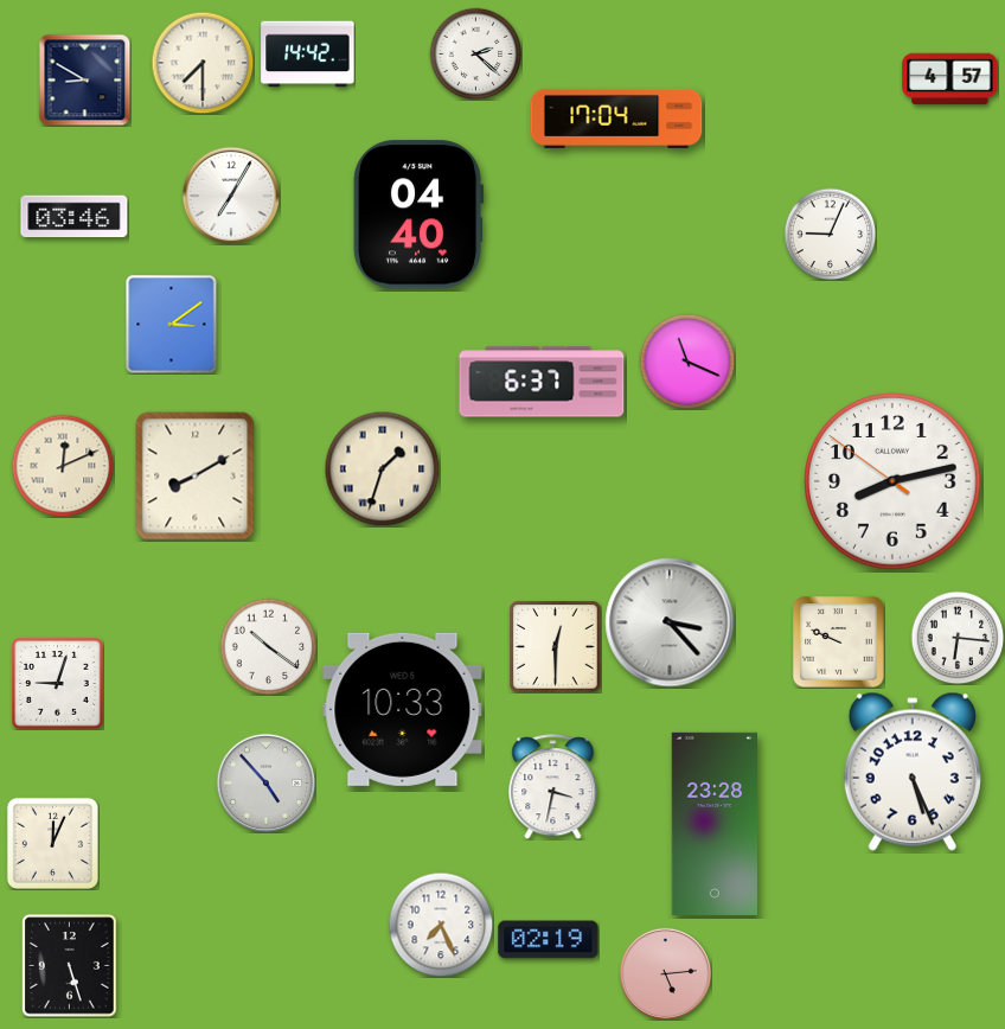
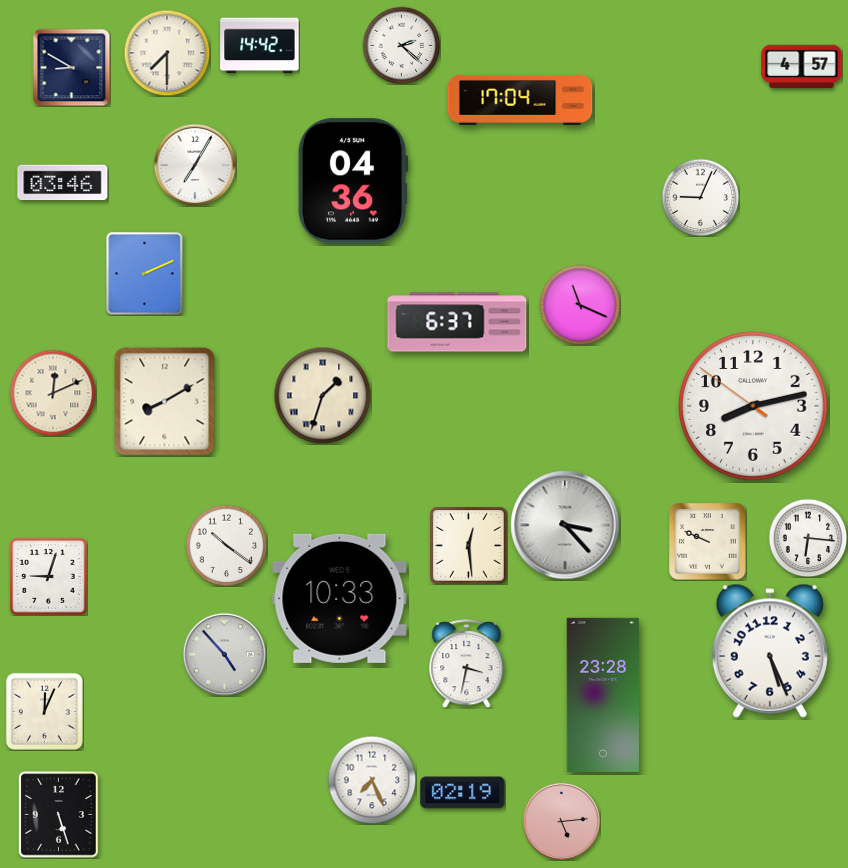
clock at (203, 63) position: (203, 63) -> (167, 53)
clock at (418, 215): 04:40 -> 04:36
clock at (172, 324): 3:09 -> 2:11
clock at (556, 647): 12:30 -> 12:29
clock at (265, 782) position: (265, 782) -> (224, 654)
